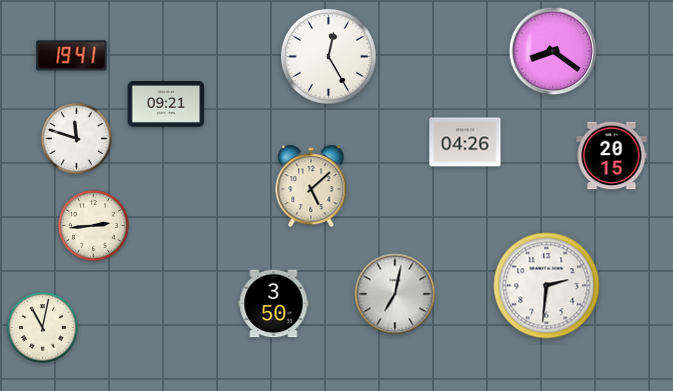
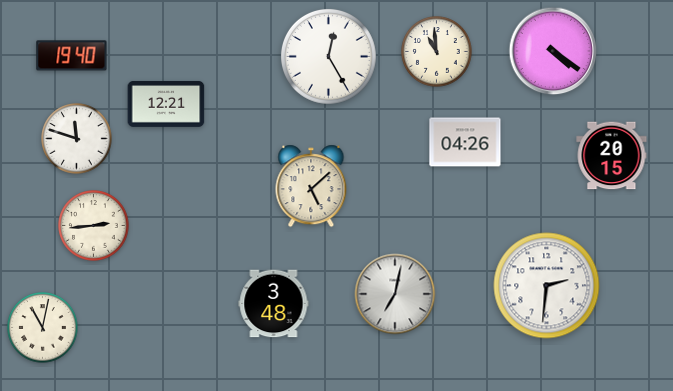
clock at (553, 51): 8:21 -> 4:21
clock at (437, 52): none -> 10:59
clock at (72, 56): 19:41 -> 19:40
clock at (166, 104): 09:21 -> 12:21
clock at (274, 304): 3:50 -> 3:48
